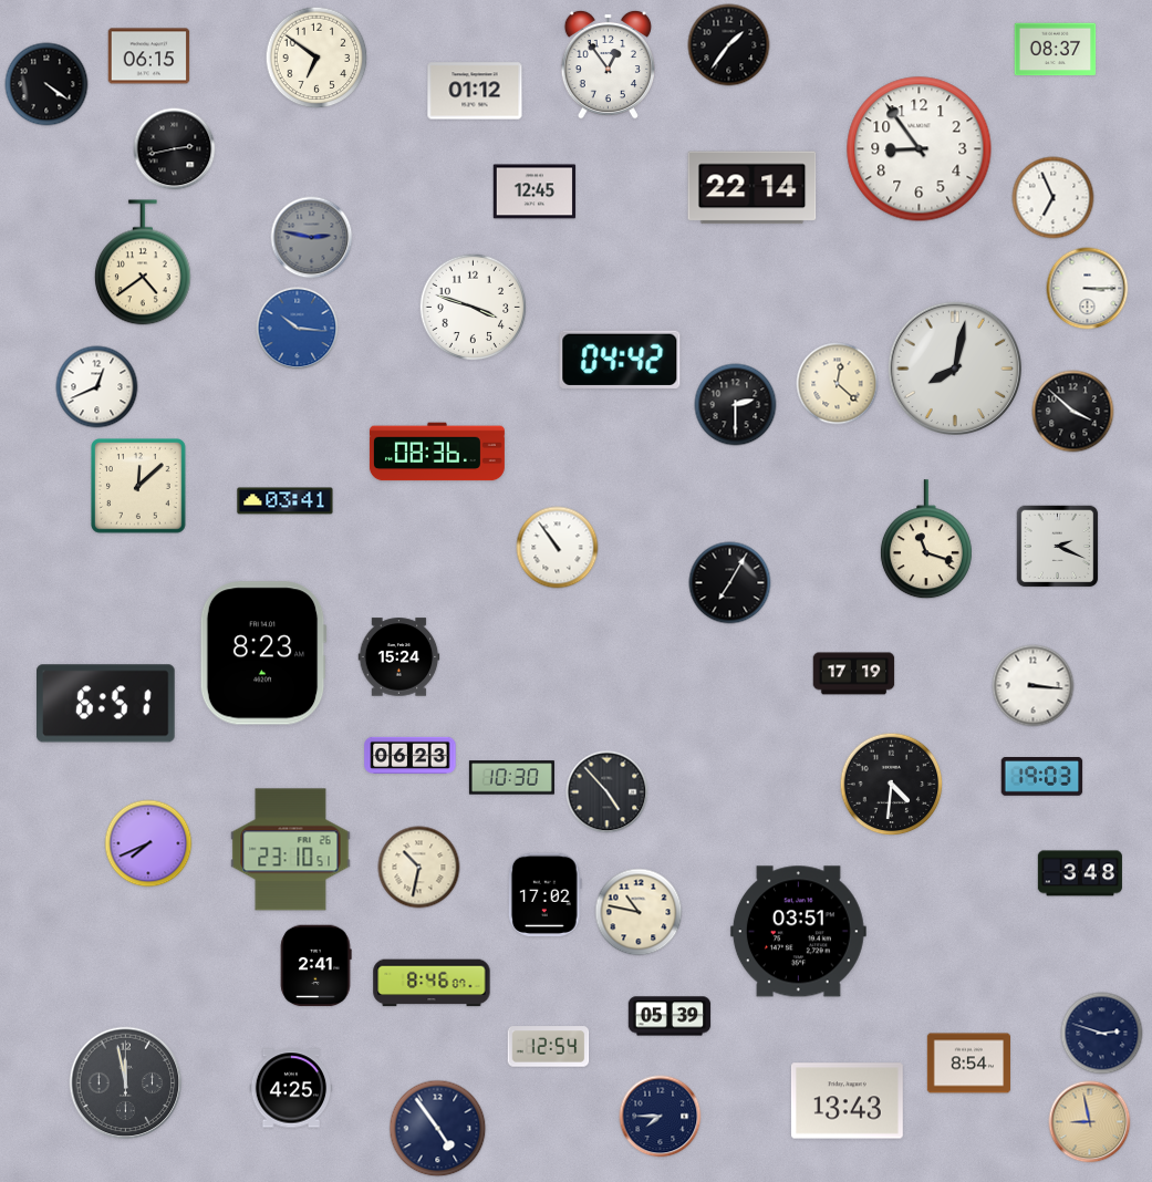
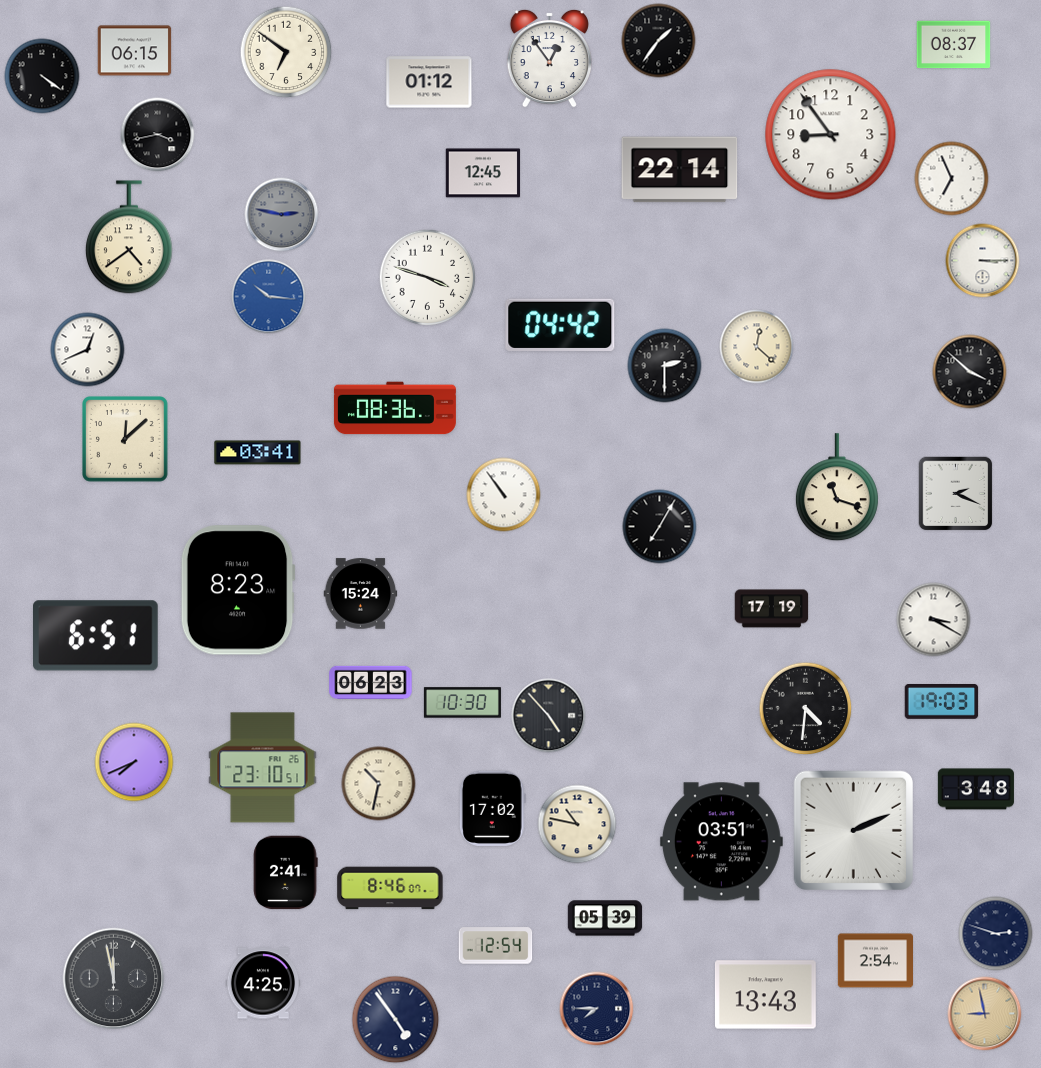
clock at (175, 149): 2:43 -> 3:43
clock at (954, 367): 8:02 -> none
clock at (1034, 686): 3:16 -> 3:20
clock at (853, 830): none -> 2:11
clock at (968, 1064): 8:54 -> 2:54
